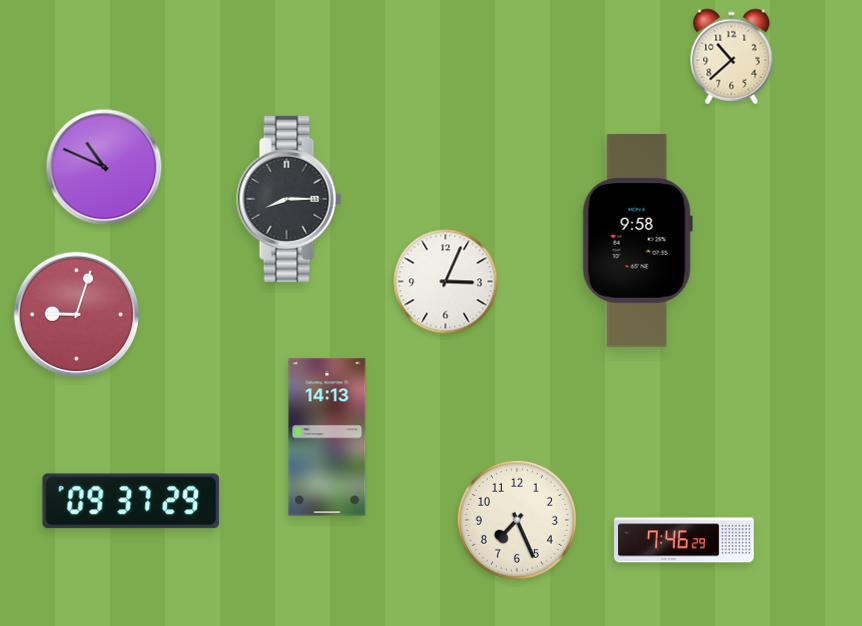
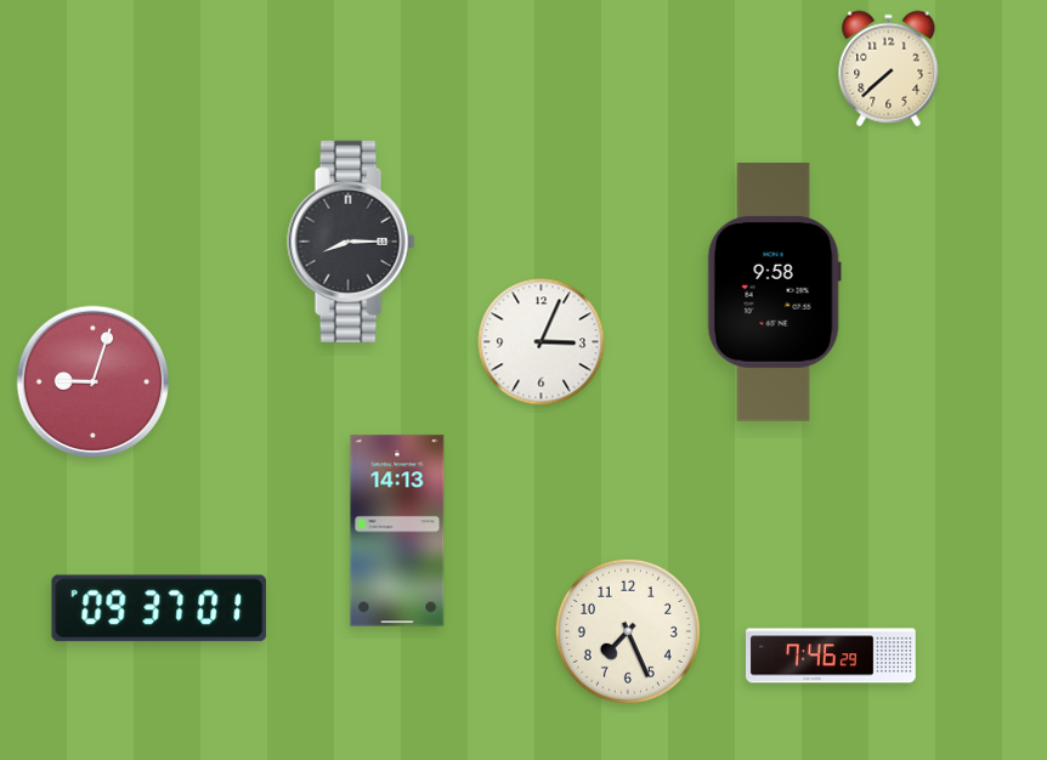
clock at (732, 57): 10:38 -> 7:38
clock at (104, 167): 10:49 -> none
clock at (131, 501): 09:37:29 -> 09:37:01
